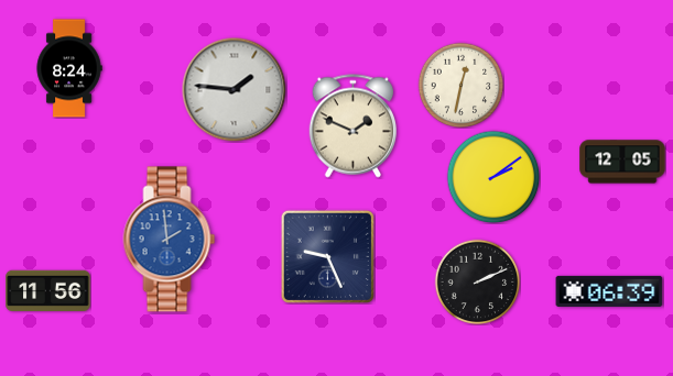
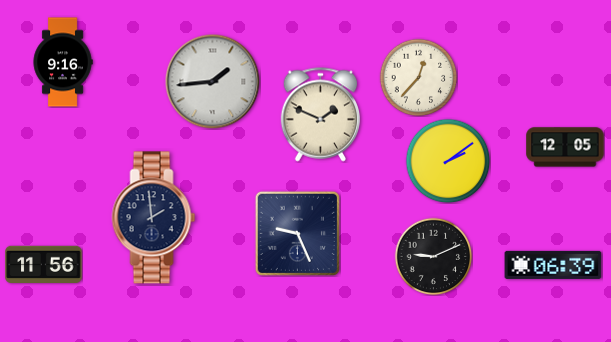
clock at (69, 68): 8:24 -> 9:16
clock at (460, 85): 12:32 -> 12:37
clock at (234, 89): 1:46 -> 1:44
clock at (170, 240) dial: blue -> navy
clock at (477, 281): 2:11 -> 9:11
